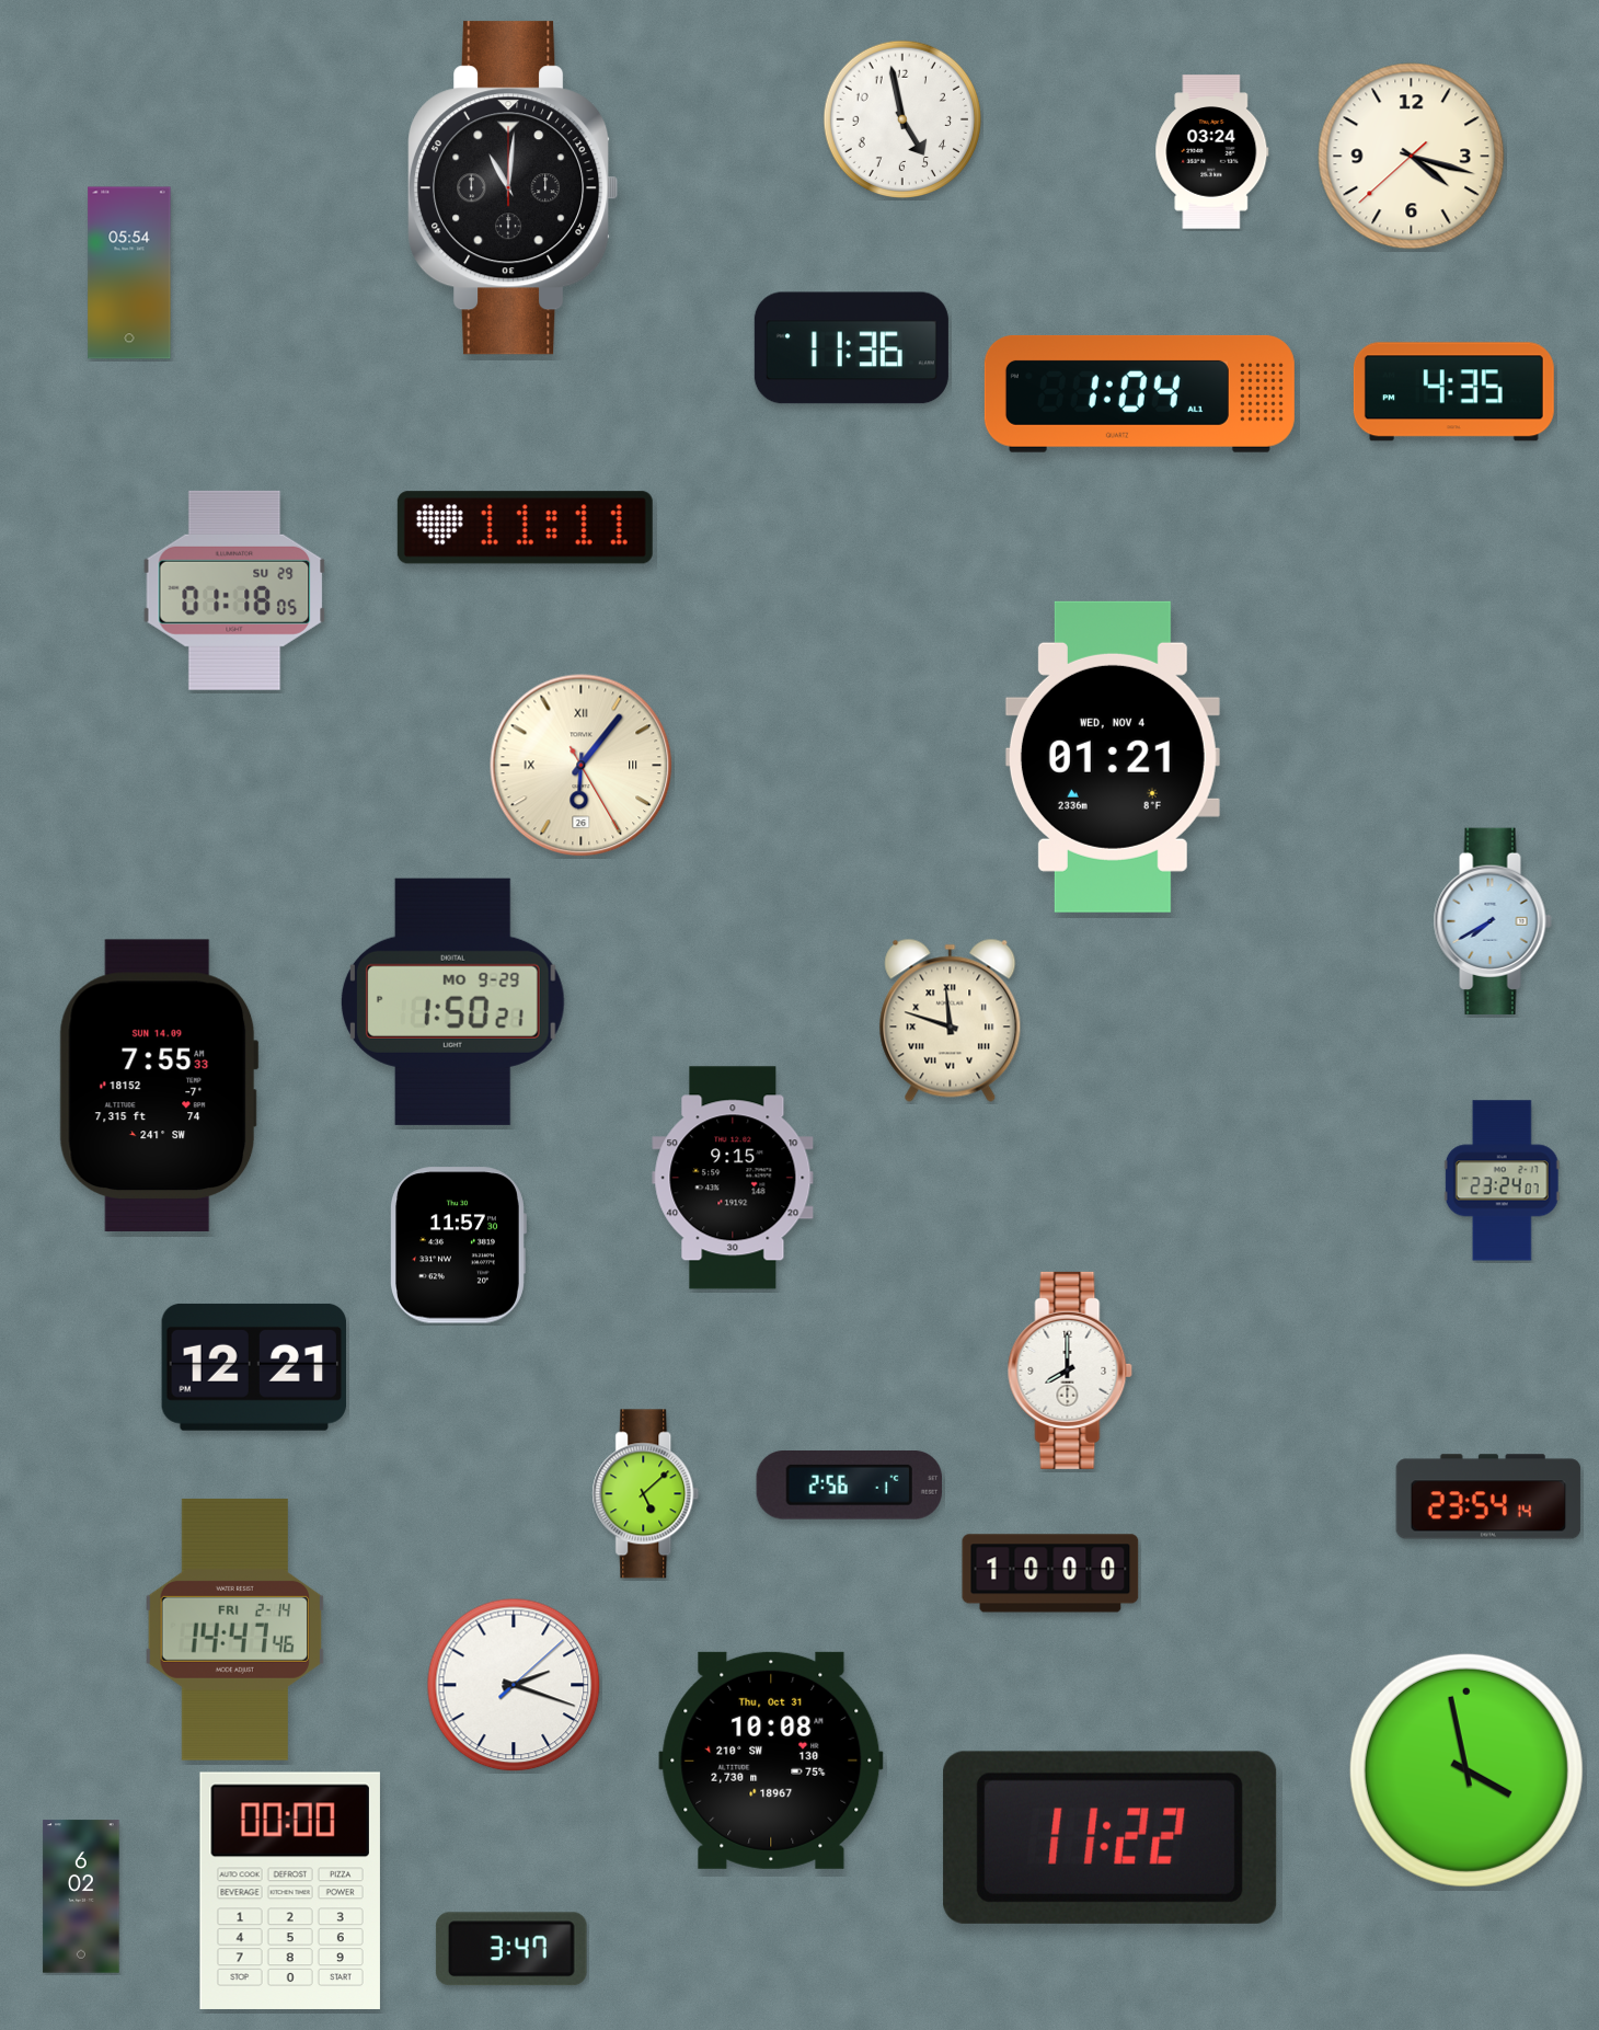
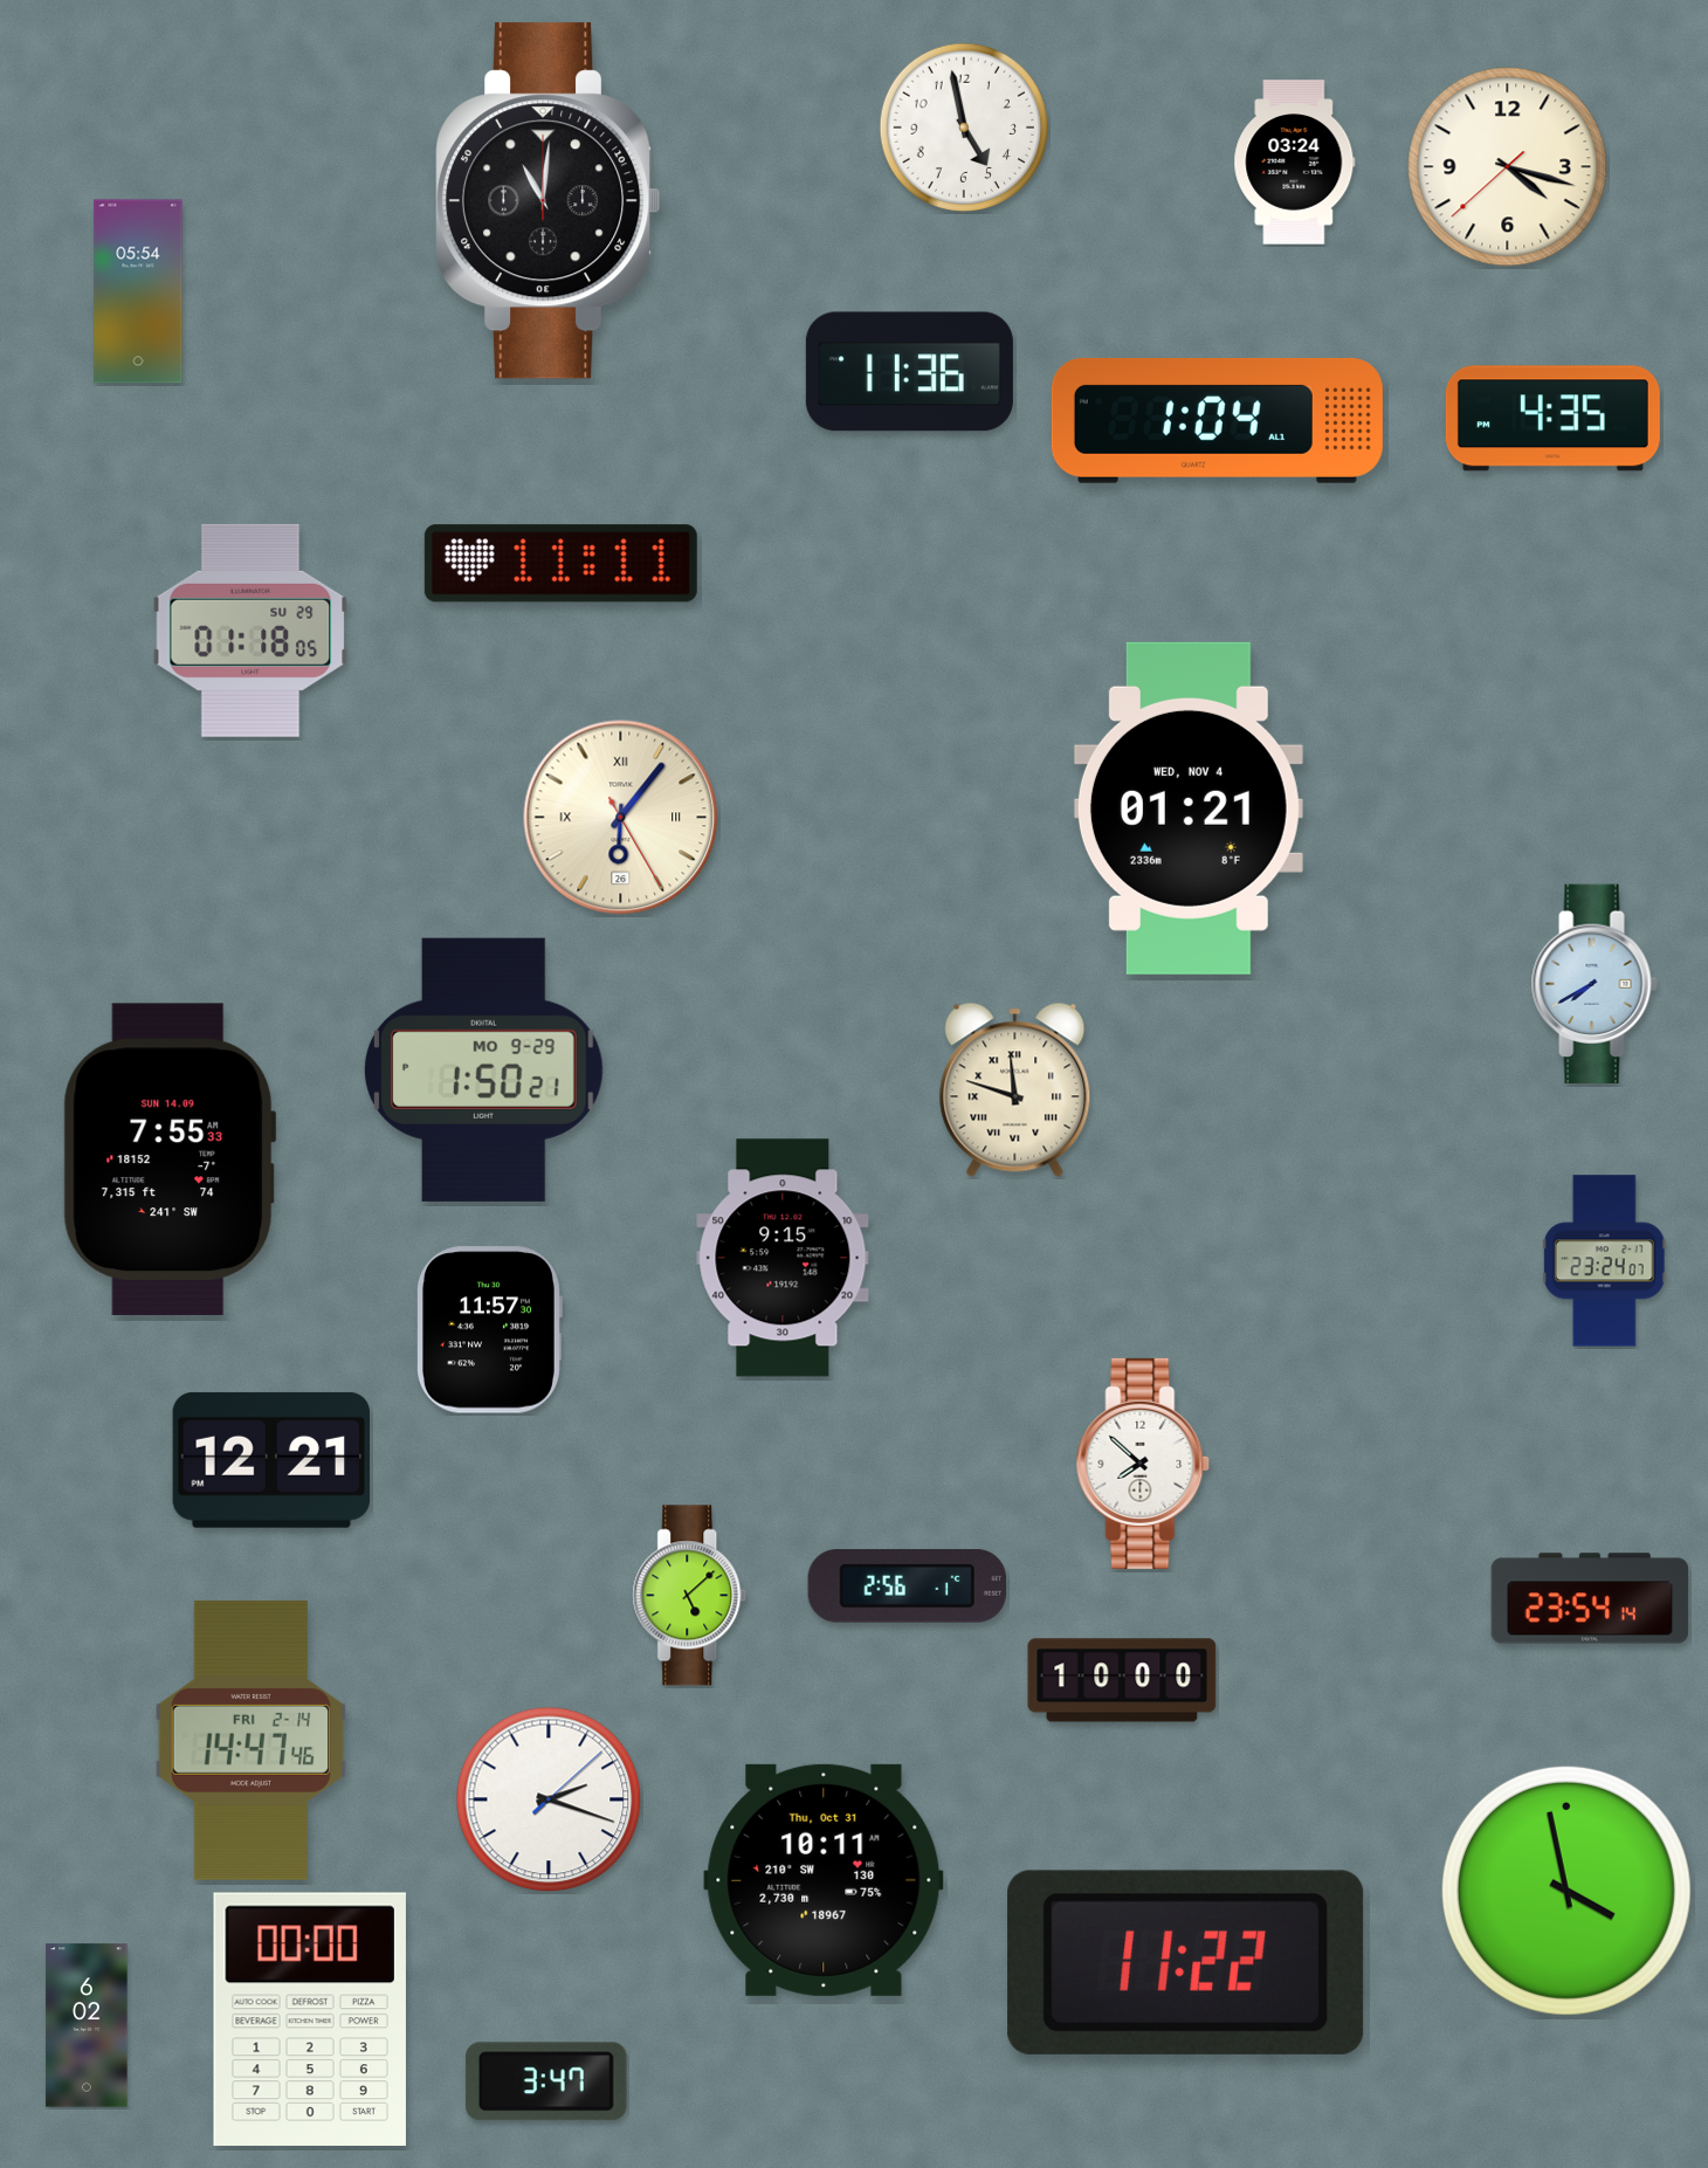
clock at (1070, 1370): 8:00 -> 7:52
clock at (771, 1761): 10:08 -> 10:11
